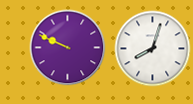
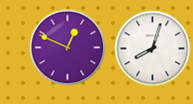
clock at (68, 48): 9:49 -> 12:49
